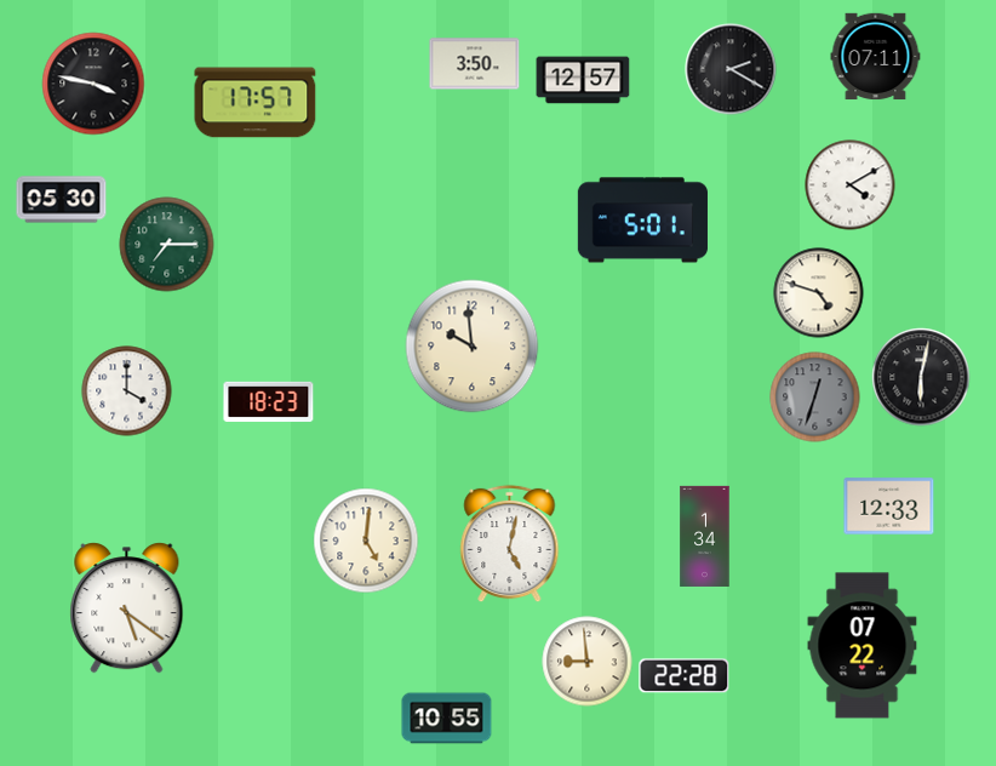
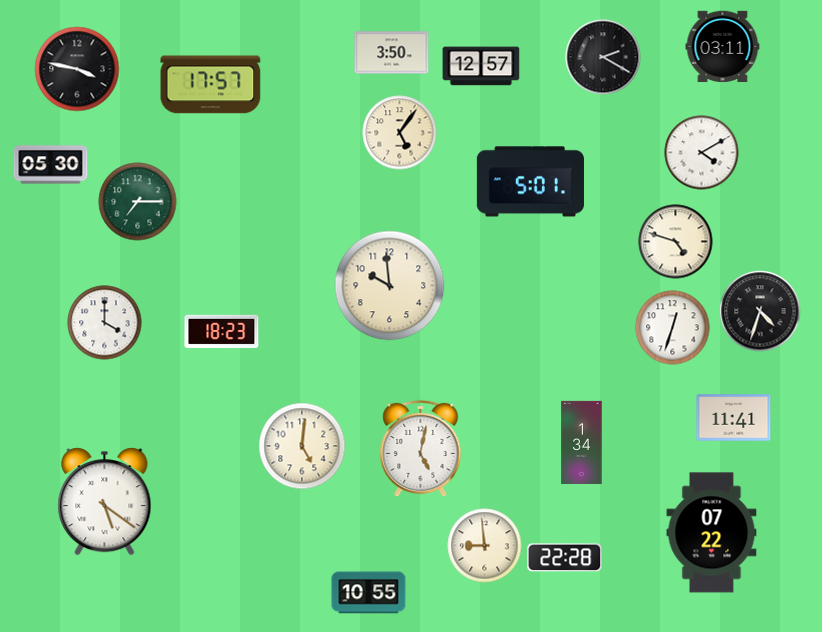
clock at (876, 57): 07:11 -> 03:11
clock at (400, 133): none -> 5:06
clock at (921, 377): 6:02 -> 4:33
clock at (815, 398) dial: grey -> white
clock at (889, 507): 12:33 -> 11:41
